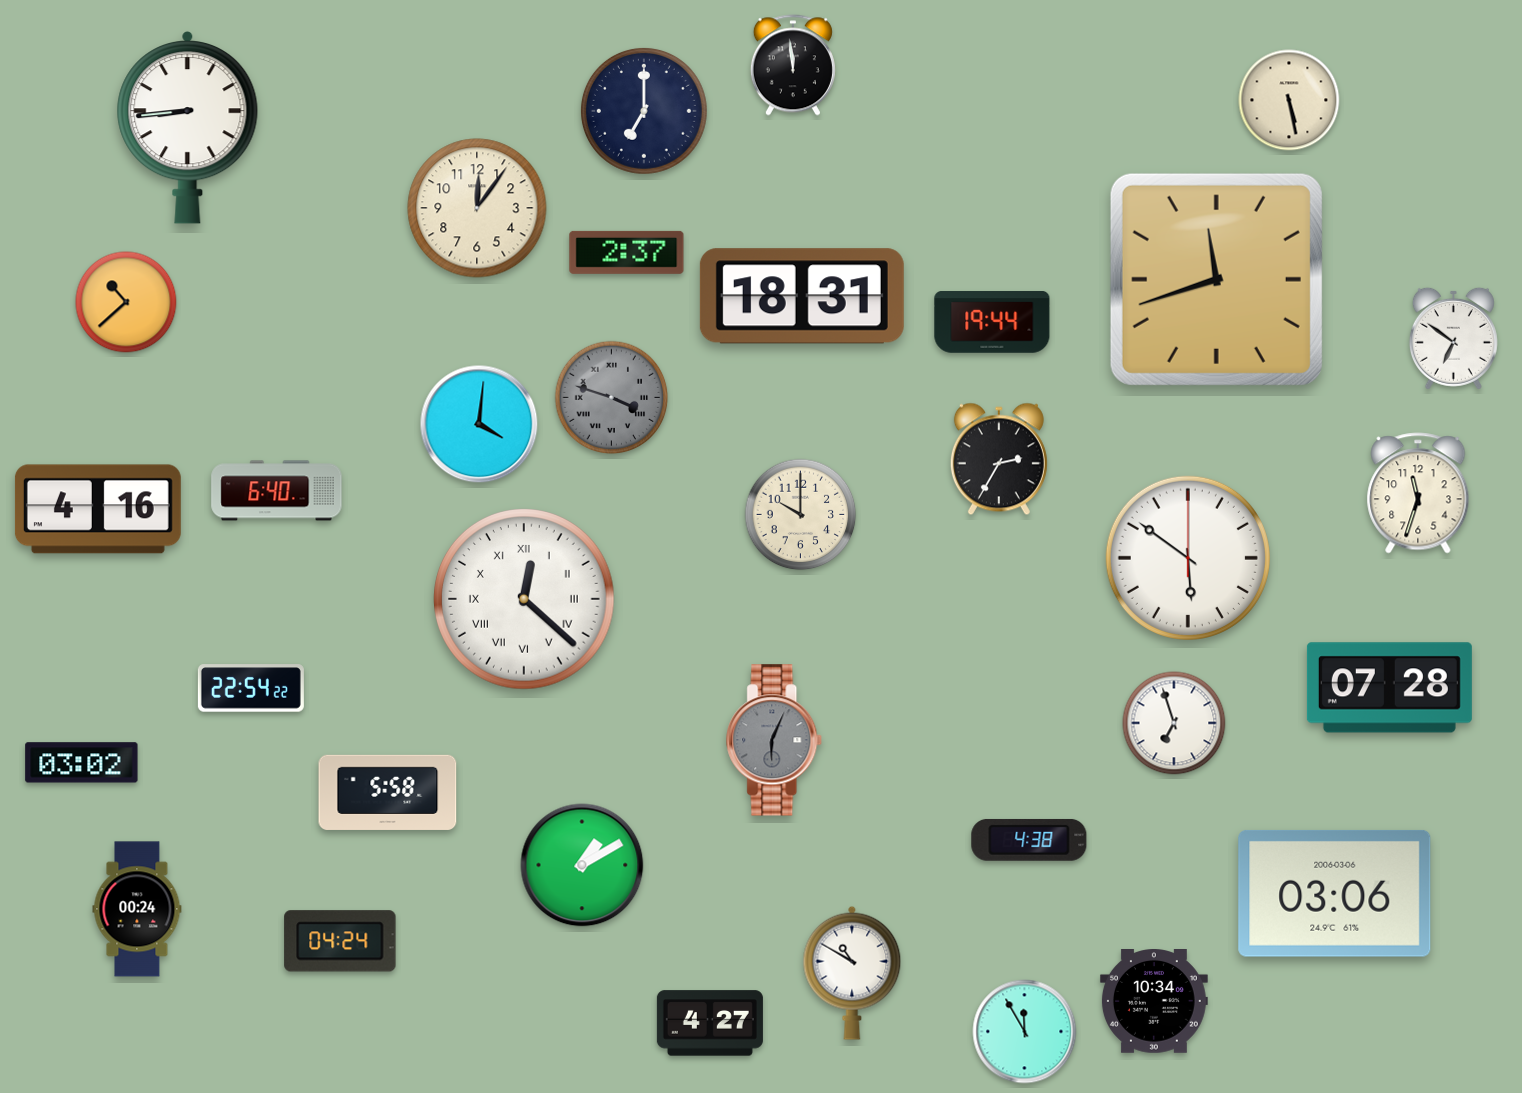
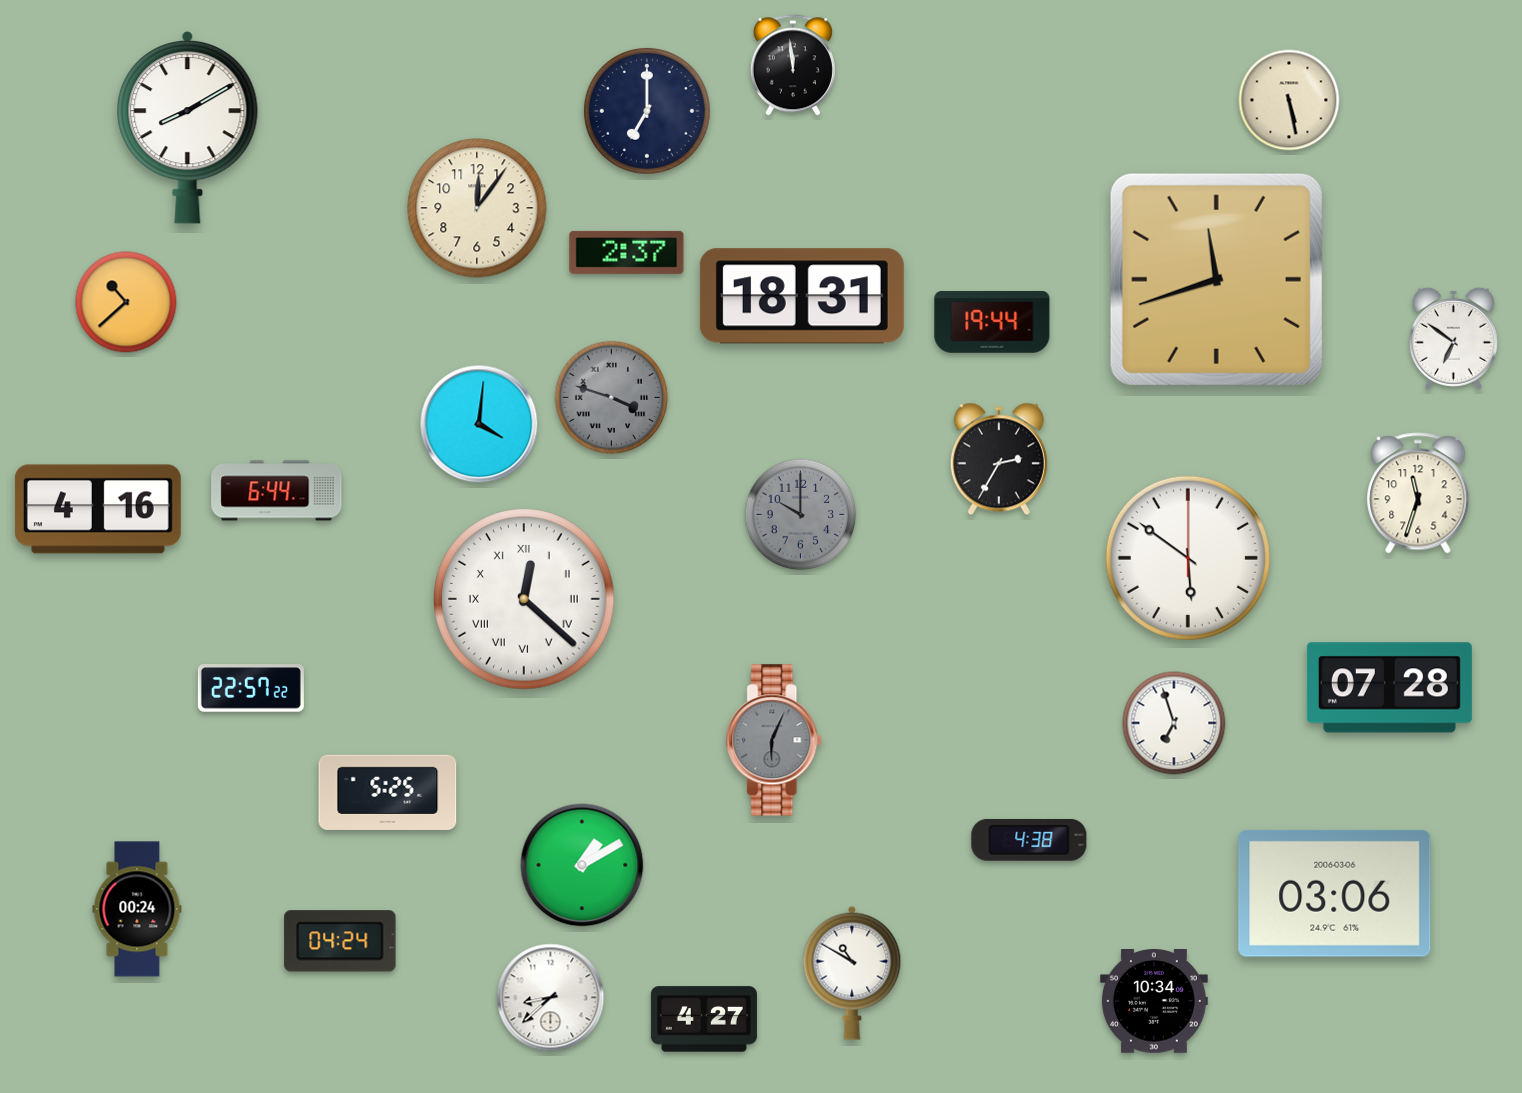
clock at (644, 111) position: (644, 111) -> (647, 111)
clock at (188, 127): 8:44 -> 8:10
clock at (277, 491): 6:40 -> 6:44
clock at (801, 515) dial: cream -> grey
clock at (251, 688): 22:54 -> 22:57
clock at (82, 763): 03:02 -> none
clock at (388, 792): 5:58 -> 5:25
clock at (551, 998): none -> 8:38
clock at (710, 1023) position: (710, 1023) -> (704, 1019)
clock at (1025, 1032): 11:55 -> none
